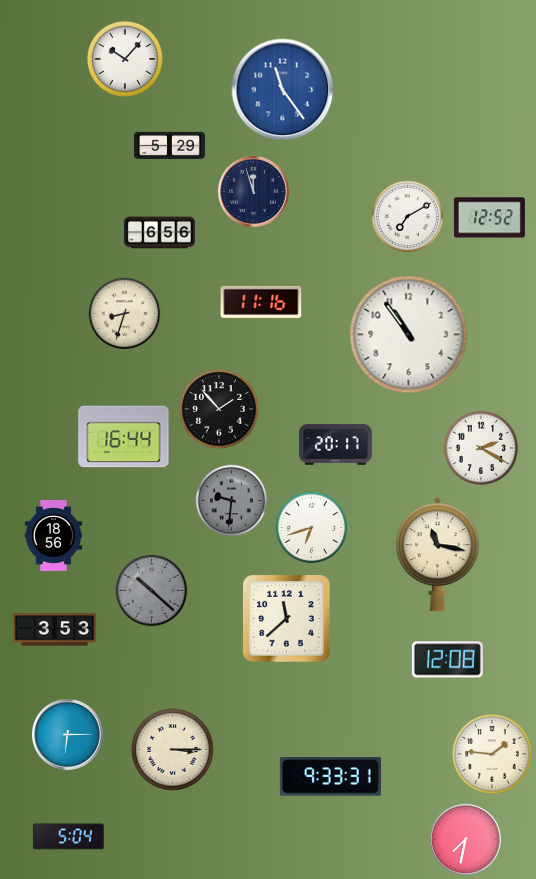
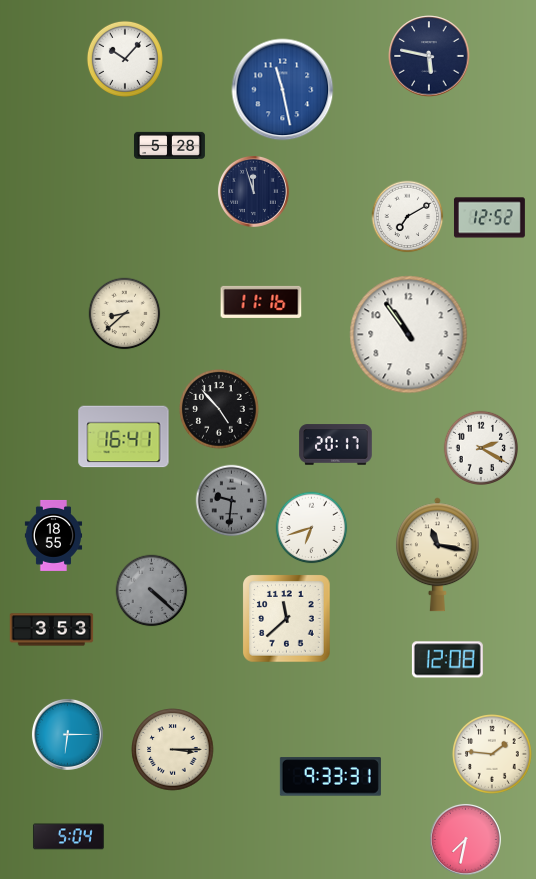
clock at (429, 56): none -> 5:47
clock at (283, 90): 11:24 -> 11:28
clock at (169, 146): 5:29 -> 5:28
clock at (159, 233): 6:56 -> none
clock at (125, 314): 8:33 -> 8:38
clock at (220, 410): 1:53 -> 4:53
clock at (124, 437): 16:44 -> 16:41
clock at (54, 536): 18:56 -> 18:55
clock at (152, 591): 10:22 -> 4:22
clock at (55, 630) position: (55, 630) -> (52, 630)
